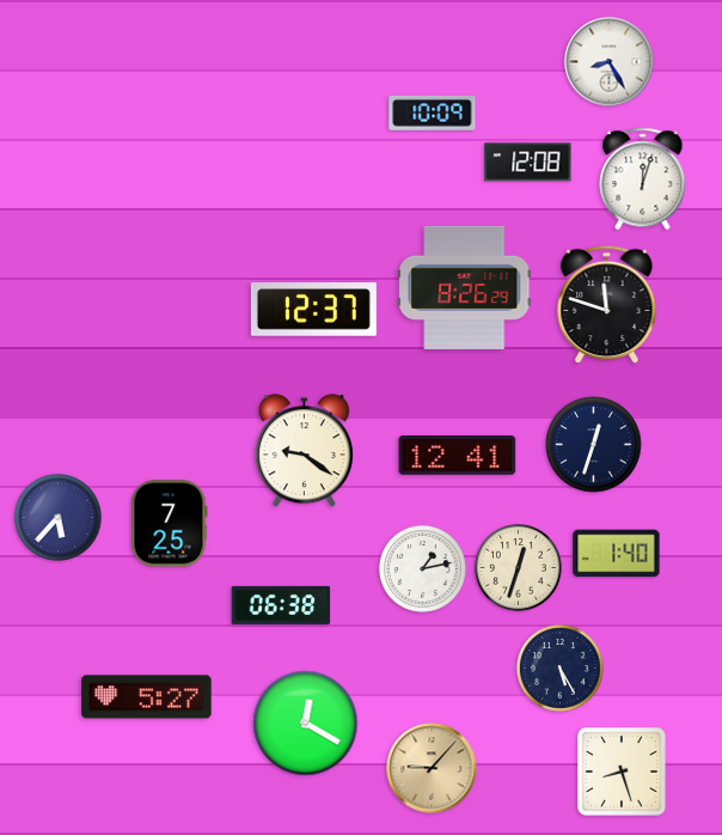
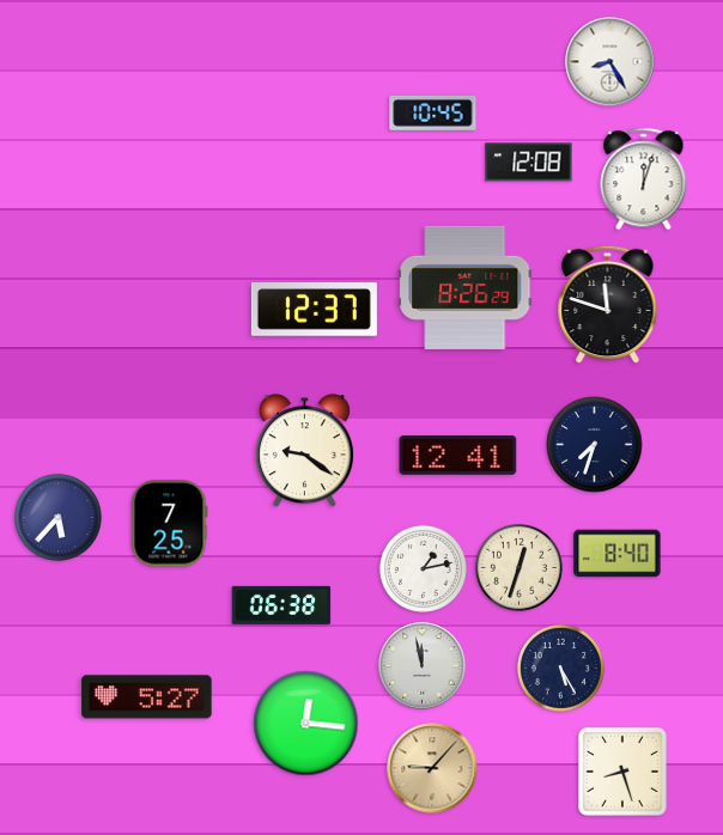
clock at (433, 112): 10:09 -> 10:45
clock at (594, 445): 12:33 -> 7:33
clock at (617, 554): 1:40 -> 8:40
clock at (423, 666): none -> 11:58
clock at (306, 724): 12:20 -> 12:16
